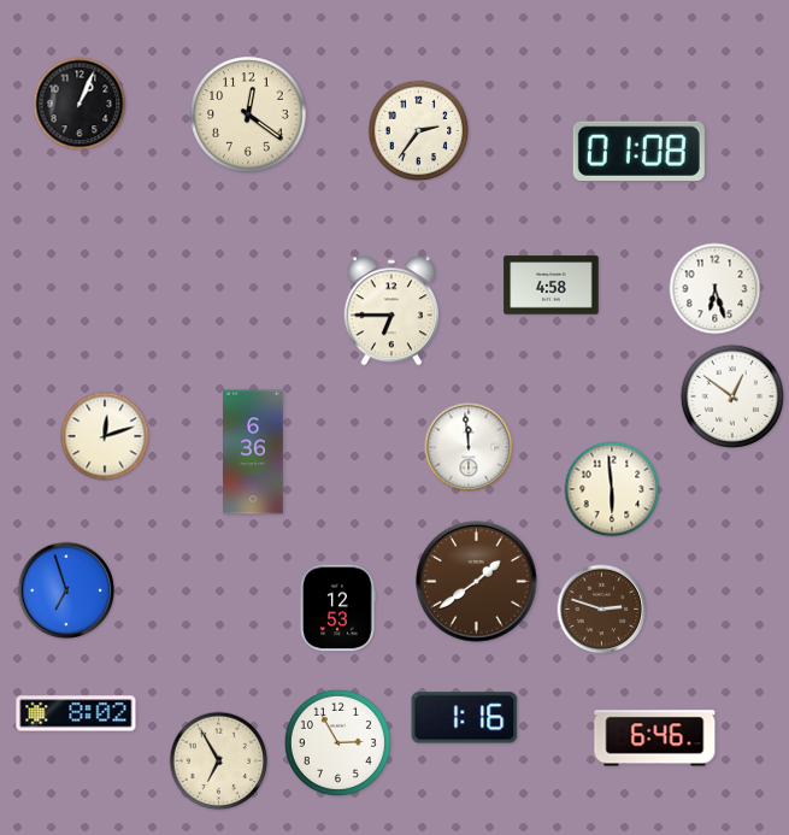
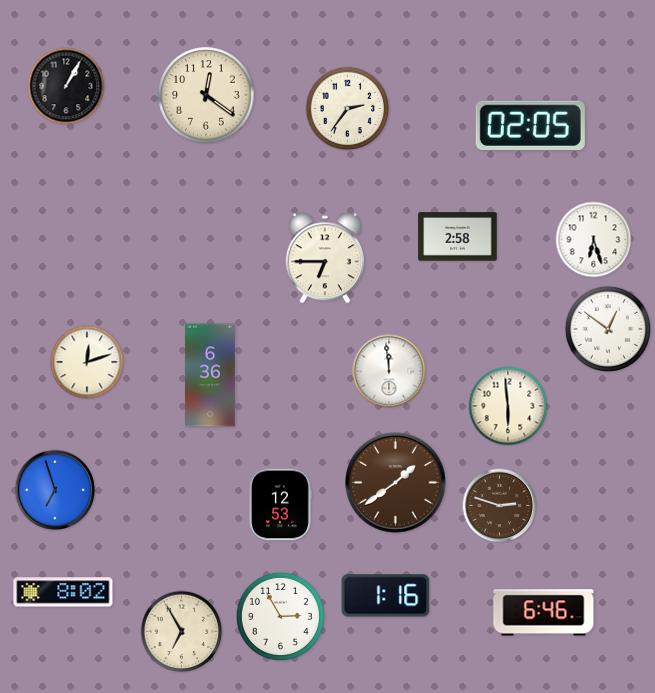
clock at (80, 104): 1:04 -> 1:05
clock at (638, 151): 01:08 -> 02:05
clock at (552, 286): 4:58 -> 2:58
